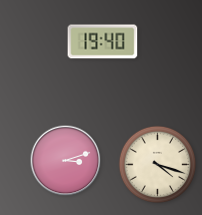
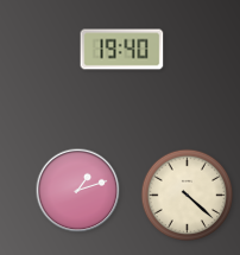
clock at (66, 161): 3:12 -> 1:12
clock at (158, 165): 4:18 -> 4:22
